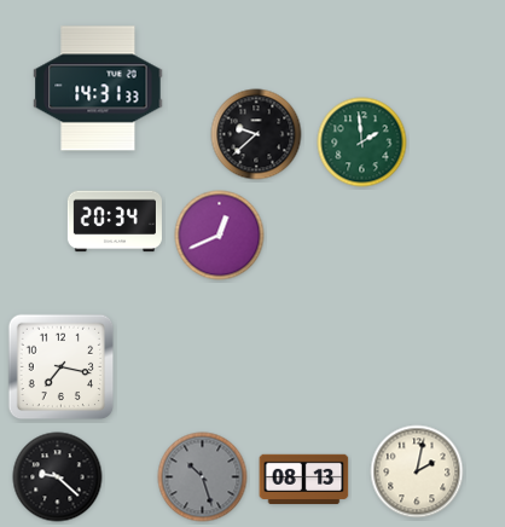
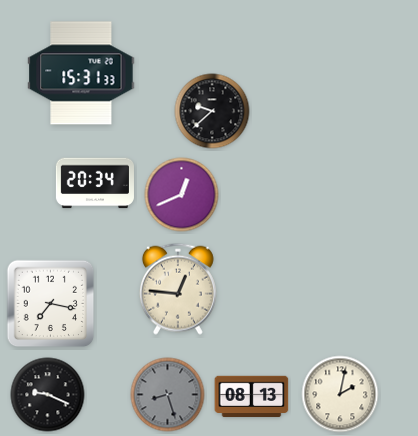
clock at (98, 88): 14:31 -> 15:31
clock at (362, 143): 1:59 -> none
clock at (178, 289): none -> 12:46
clock at (417, 471) position: (417, 471) -> (340, 394)
clock at (58, 477): 9:22 -> 9:19
clock at (203, 477): 10:27 -> 8:27
